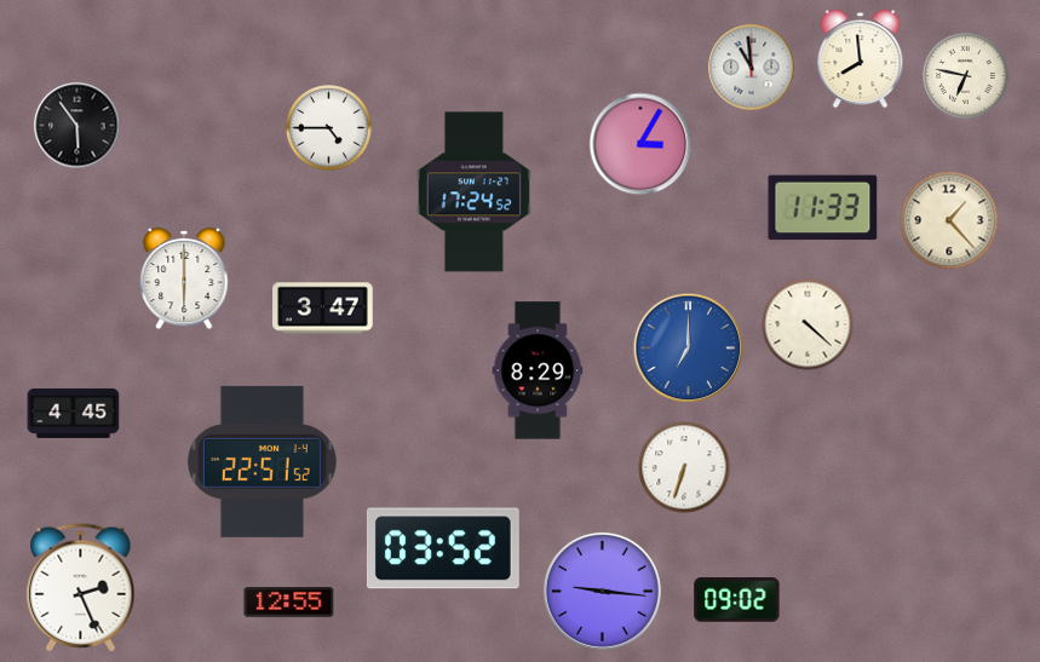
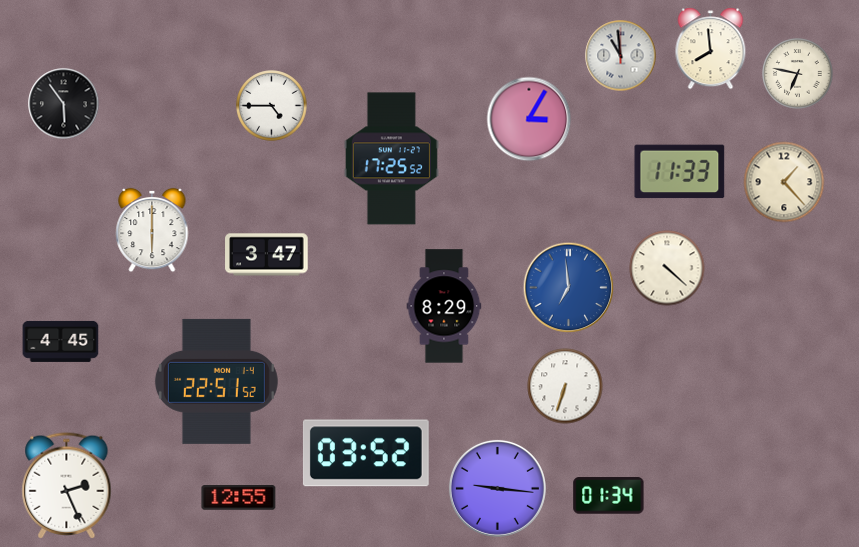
clock at (966, 76) position: (966, 76) -> (798, 74)
clock at (473, 192): 17:24 -> 17:25
clock at (689, 349): 7:00 -> 6:59
clock at (737, 600): 09:02 -> 01:34
